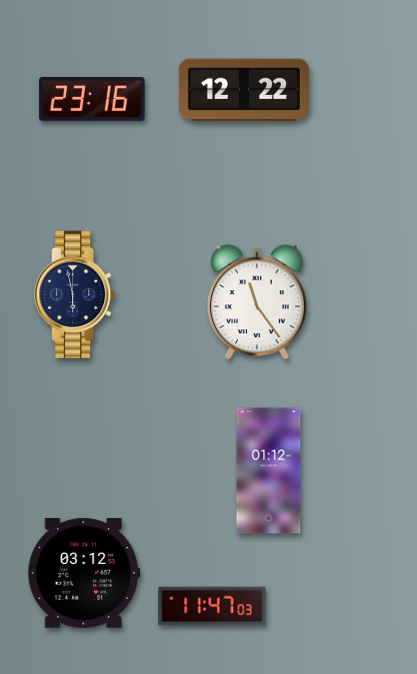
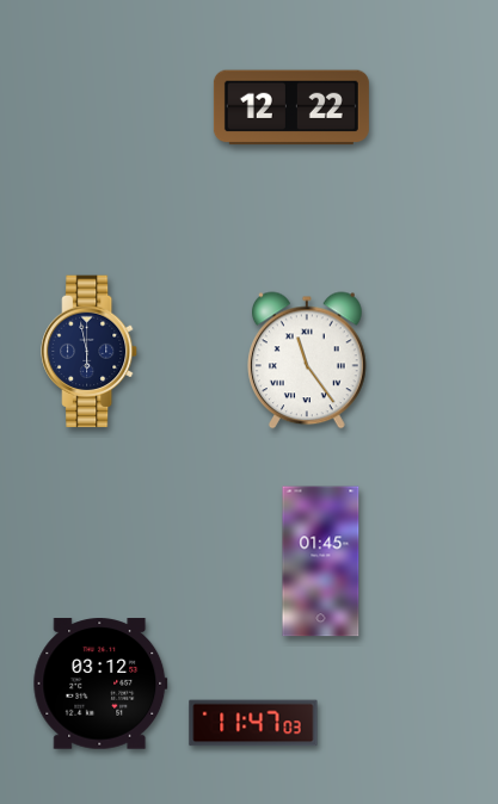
clock at (92, 99): 23:16 -> none
clock at (269, 471): 01:12 -> 01:45
